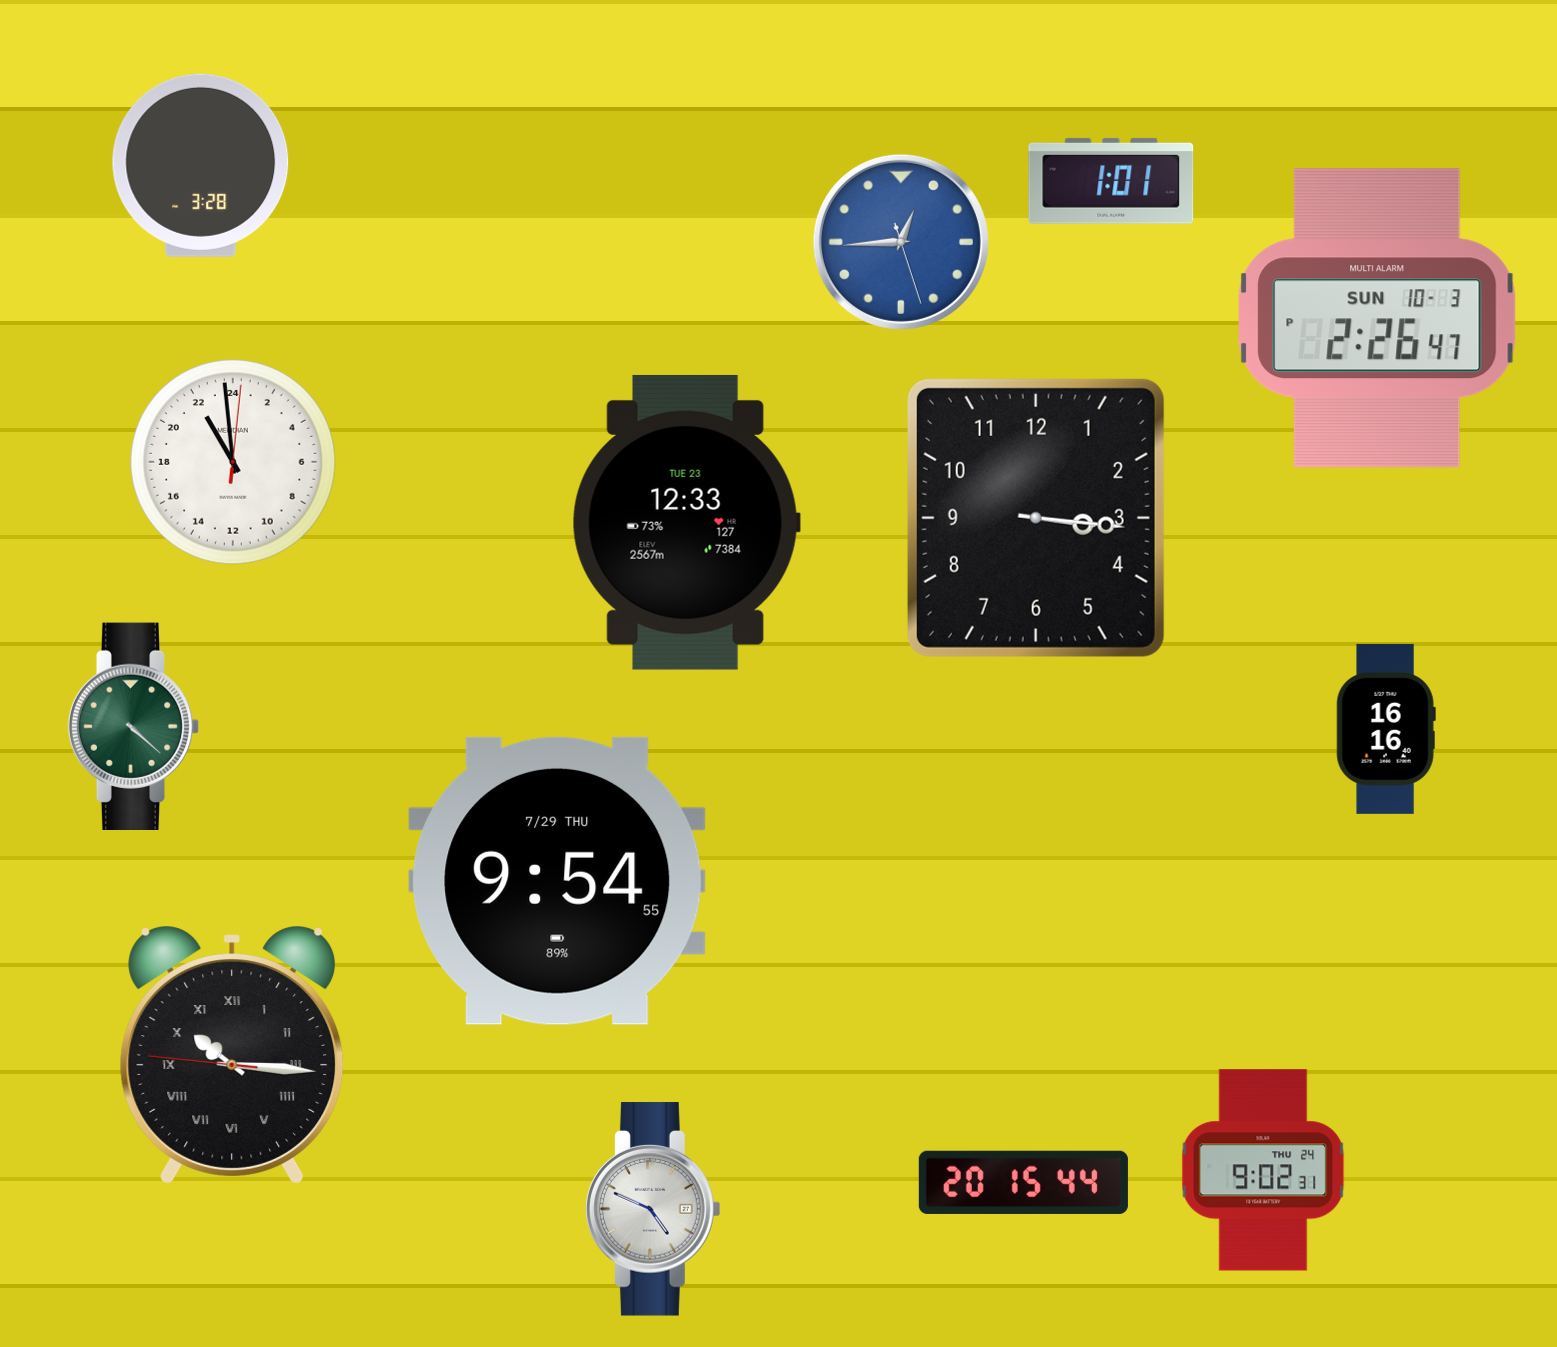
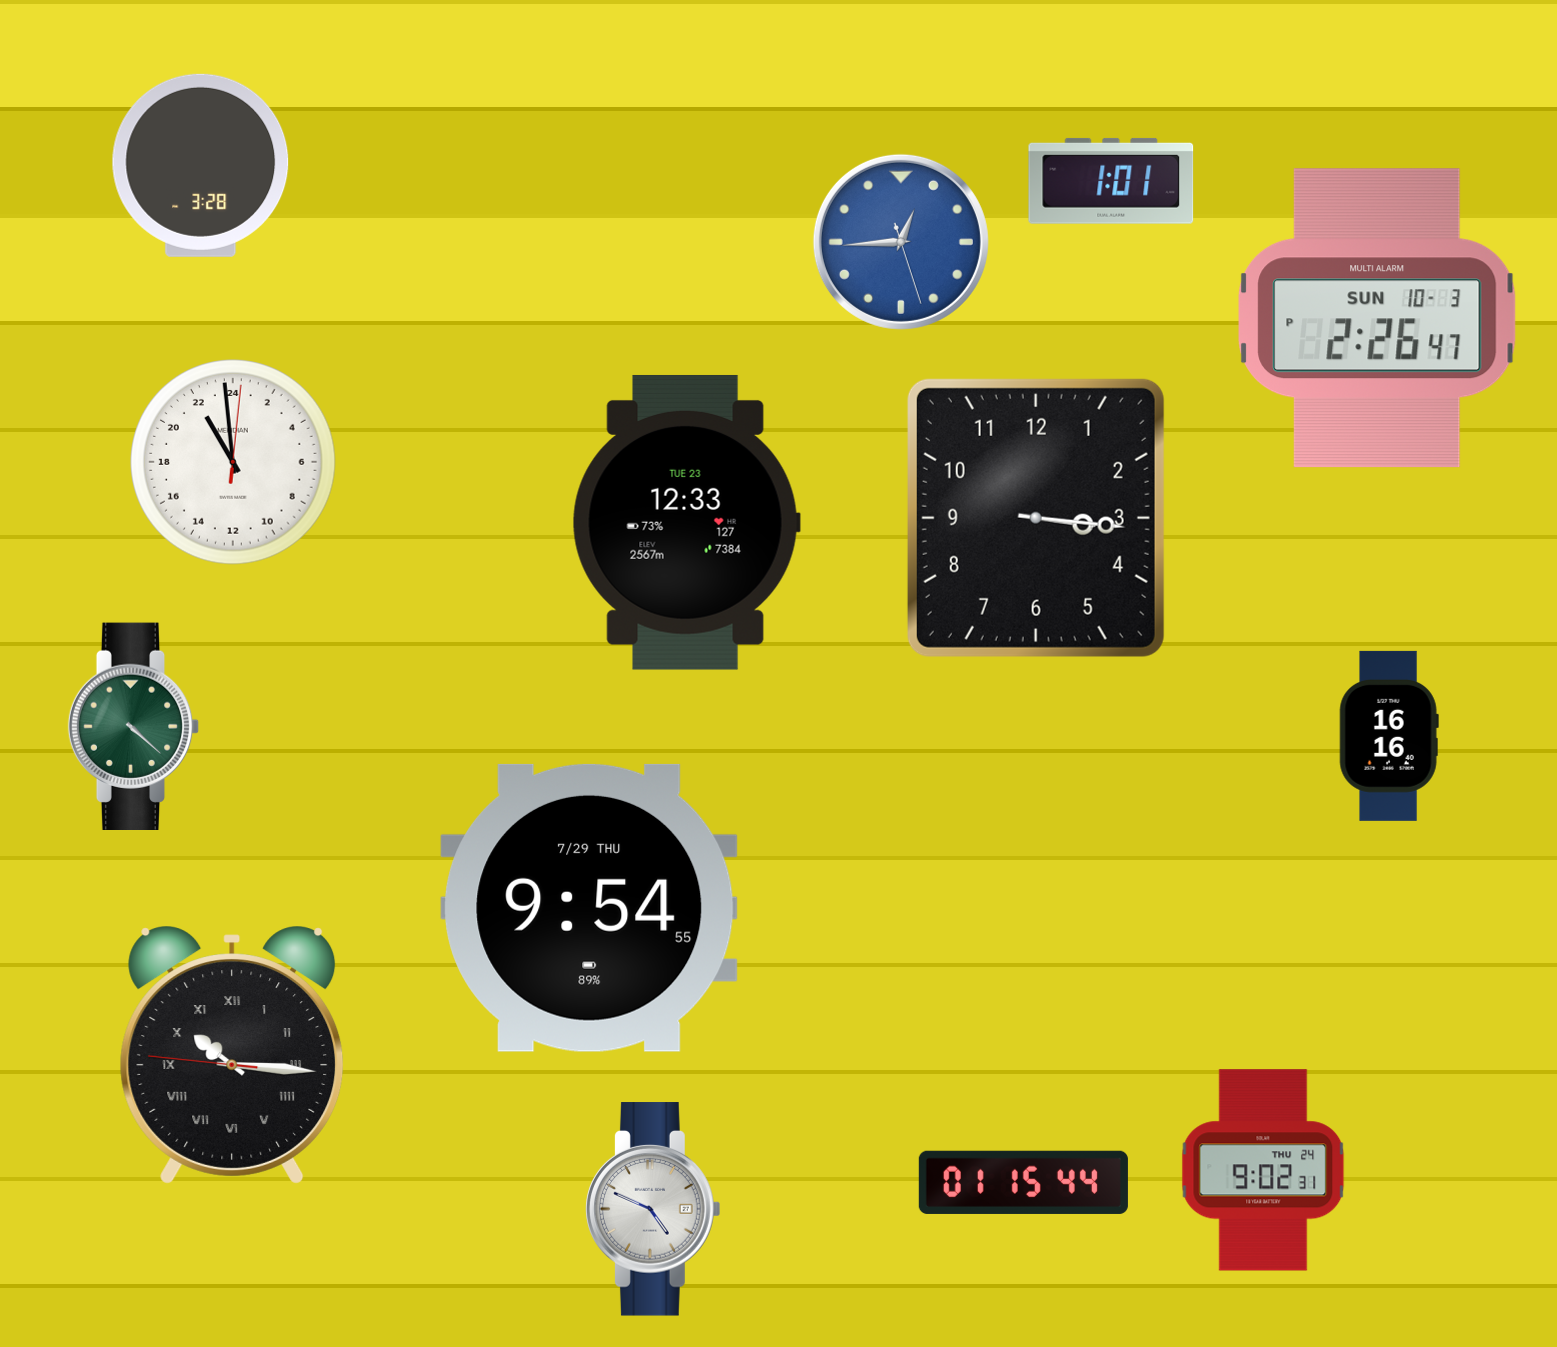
clock at (1386, 729) position: (1386, 729) -> (1389, 736)
clock at (557, 881) position: (557, 881) -> (589, 908)
clock at (1023, 1182): 20:15 -> 01:15
